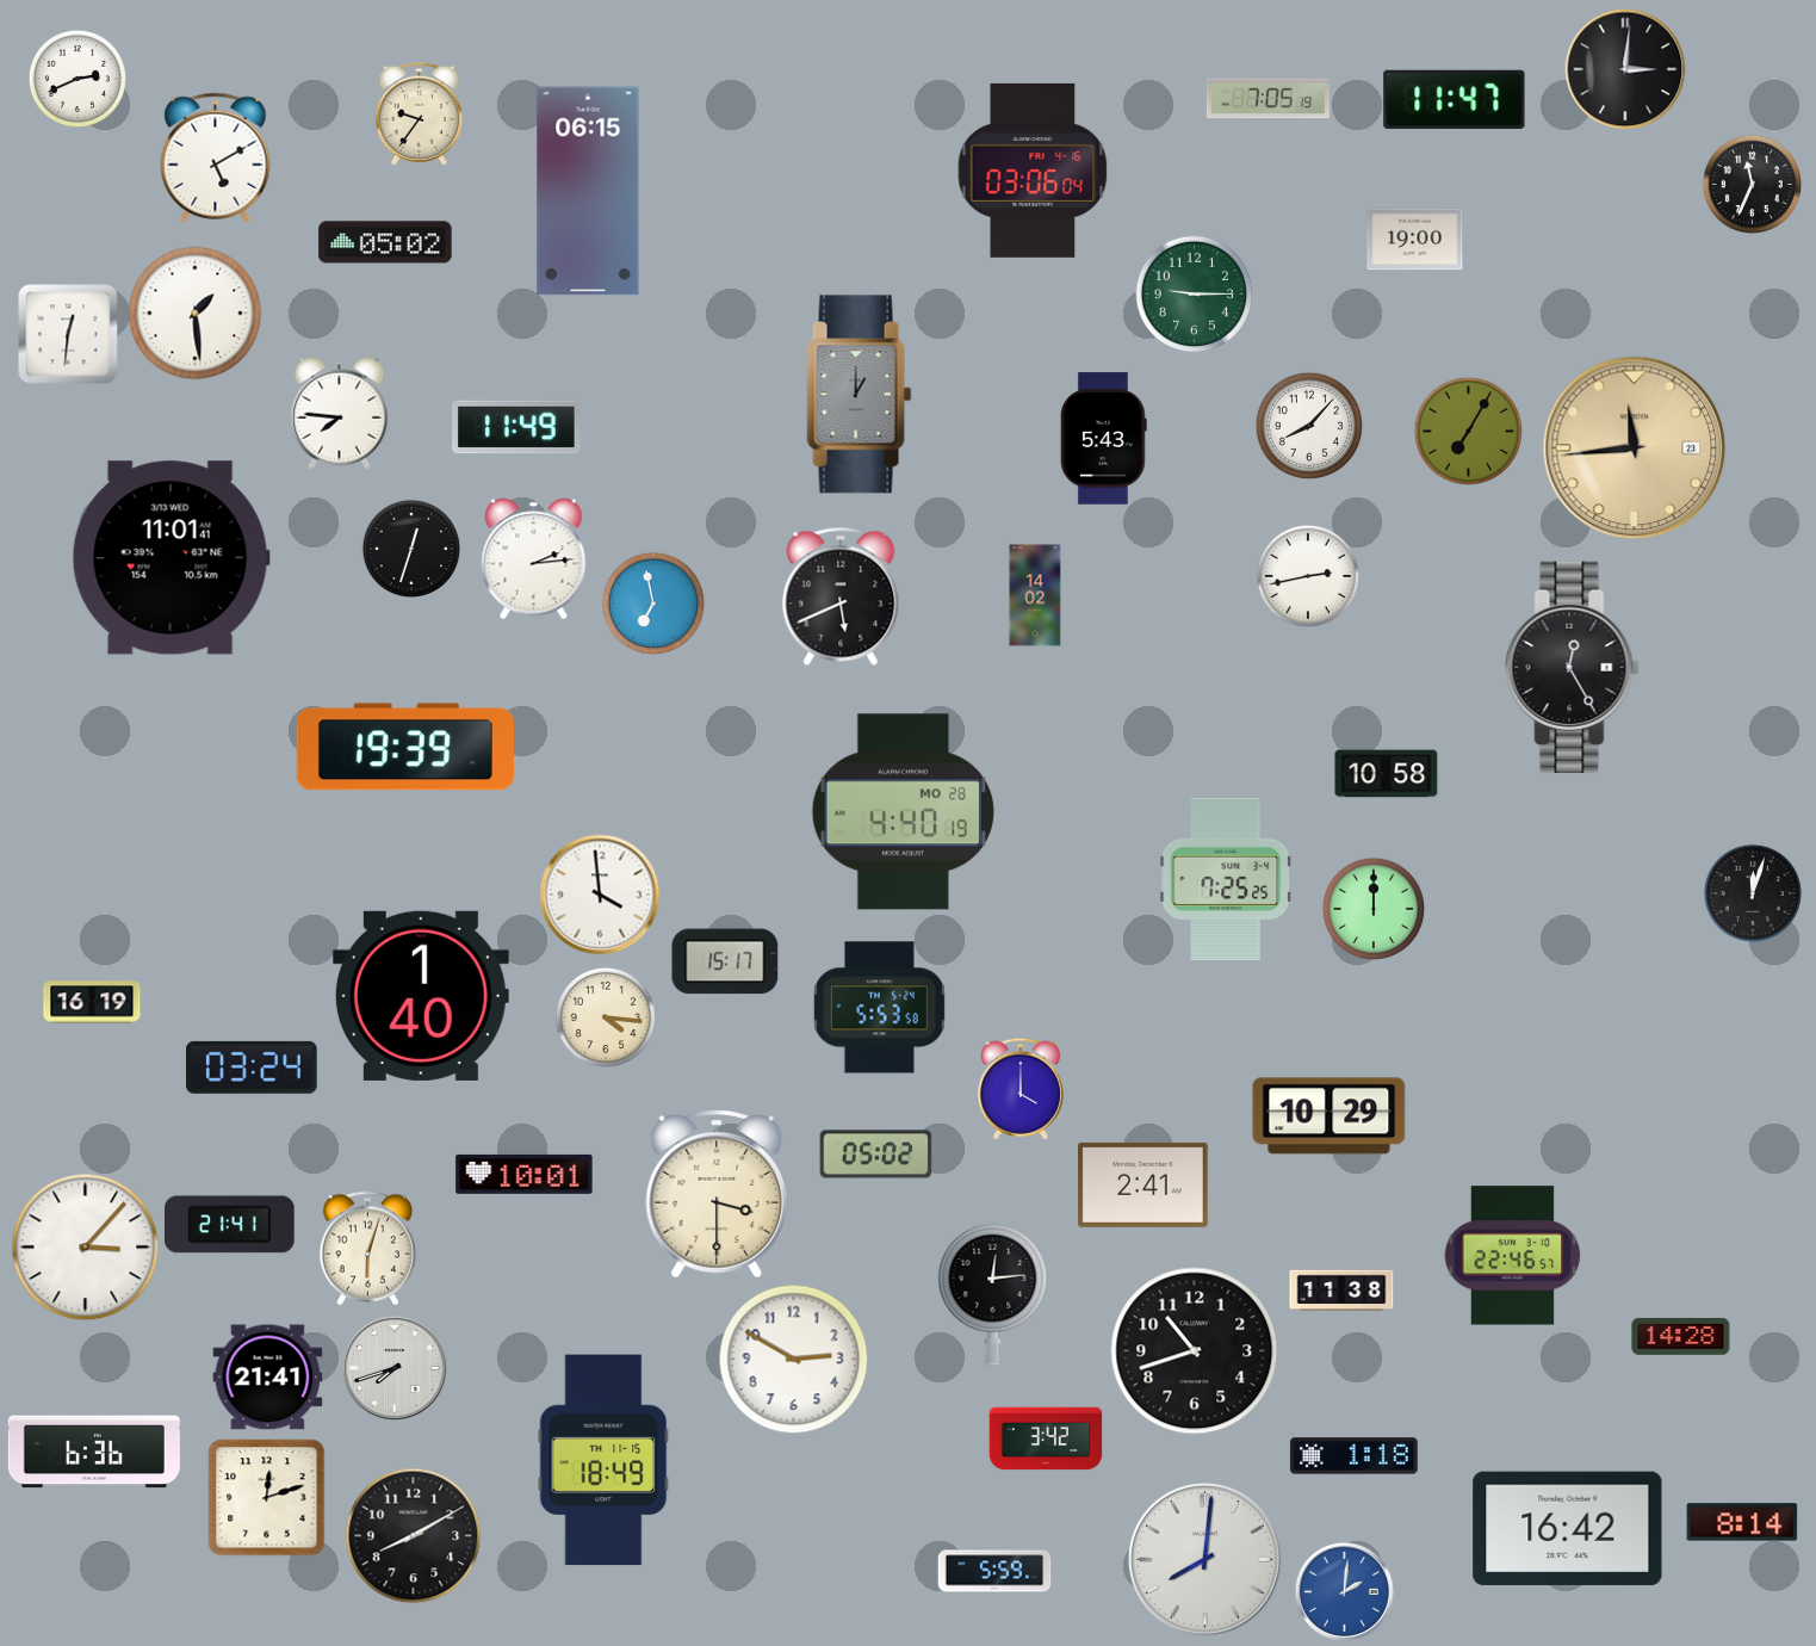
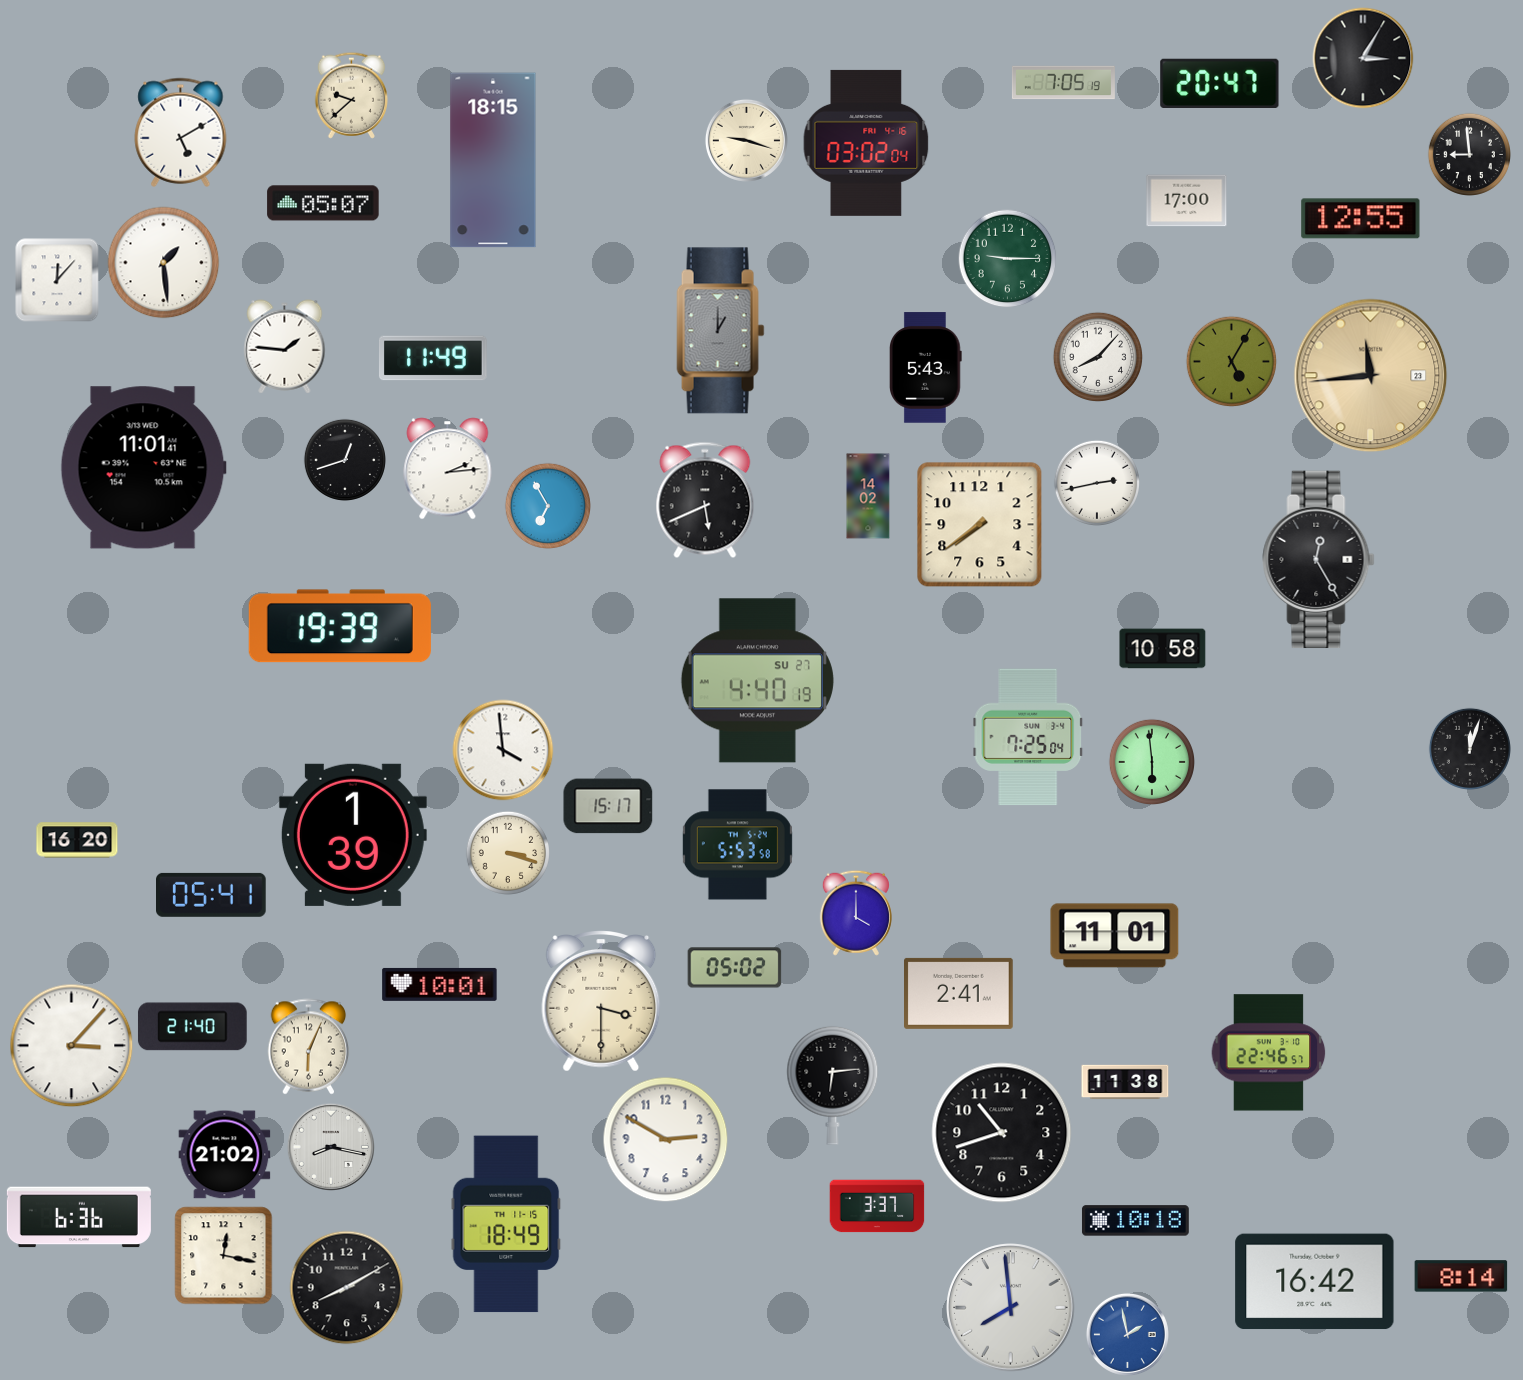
clock at (1625, 69): 3:01 -> 3:05
clock at (78, 79): 2:41 -> none
clock at (1455, 100): 11:47 -> 20:47
clock at (419, 113): 9:36 -> 9:38
clock at (746, 140): none -> 9:18
clock at (1033, 171): 03:06 -> 03:02
clock at (1752, 184): 11:34 -> 8:59
clock at (588, 191): 06:15 -> 18:15
clock at (1415, 240): 19:00 -> 17:00
clock at (385, 242): 05:02 -> 05:07
clock at (1361, 219): none -> 12:55
clock at (1195, 295) position: (1195, 295) -> (1008, 259)
clock at (68, 334): 12:31 -> 12:07
clock at (340, 414): 7:46 -> 1:46
clock at (1468, 431): 7:05 -> 5:05
clock at (411, 549): 12:33 -> 12:42
clock at (1035, 595) position: (1035, 595) -> (868, 496)
clock at (652, 602): 6:58 -> 6:55
clock at (980, 525): none -> 7:39
clock at (903, 812) date: MO 28 -> SU 27
clock at (1226, 879): 7:25:25 -> 7:25:04
clock at (1372, 908): 12:00 -> 5:59
clock at (421, 996): 1:40 -> 1:39
clock at (92, 1002): 16:19 -> 16:20
clock at (606, 1017): 4:16 -> 3:18
clock at (253, 1068): 03:24 -> 05:41
clock at (1330, 1116): 10:29 -> 11:01
clock at (229, 1225): 21:41 -> 21:40
clock at (368, 1249): 6:03 -> 6:04
clock at (993, 1294): 12:14 -> 6:14
clock at (1681, 1336): 14:28 -> none
clock at (395, 1368): 7:42 -> 8:17
clock at (268, 1378): 21:41 -> 21:02
clock at (1046, 1438): 3:42 -> 3:37
clock at (1353, 1456): 1:18 -> 10:18
clock at (267, 1498): 12:12 -> 12:17
clock at (1205, 1560): 8:01 -> 7:59
clock at (994, 1571): 5:59 -> none
clock at (1344, 1591): 2:01 -> 1:58
